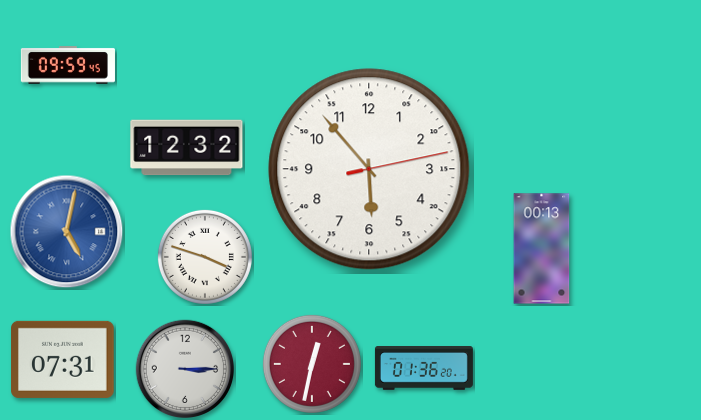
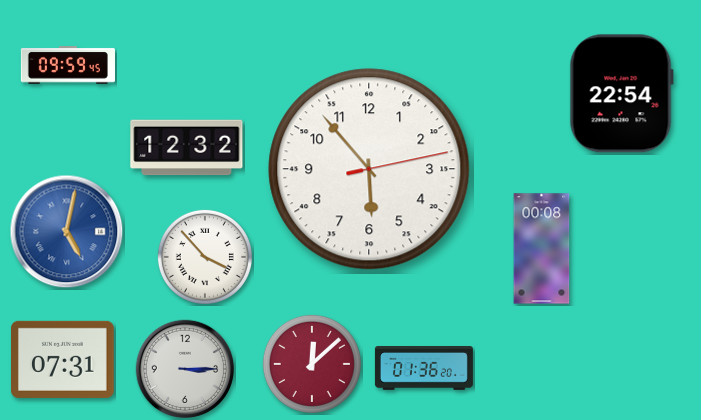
clock at (621, 94): none -> 22:54
clock at (542, 249): 00:13 -> 00:08
clock at (205, 257): 3:48 -> 3:53
clock at (312, 364): 12:32 -> 12:08
